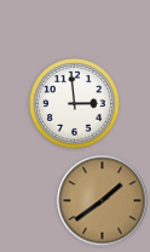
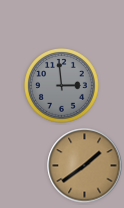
clock at (75, 104) dial: white -> grey
